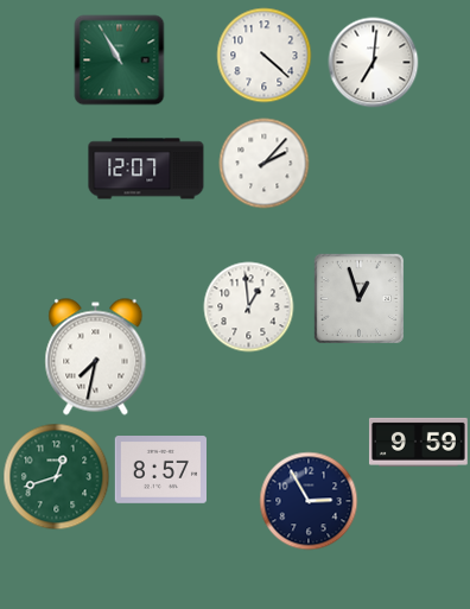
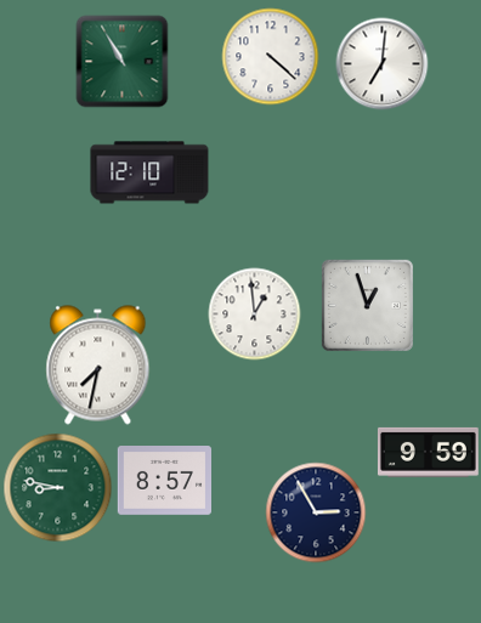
clock at (265, 164): 2:07 -> none
clock at (146, 169): 12:07 -> 12:10
clock at (57, 477): 12:42 -> 8:47
